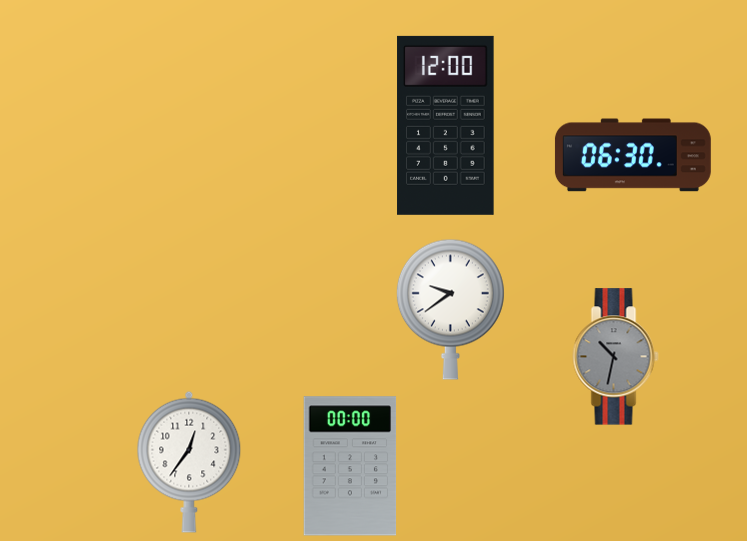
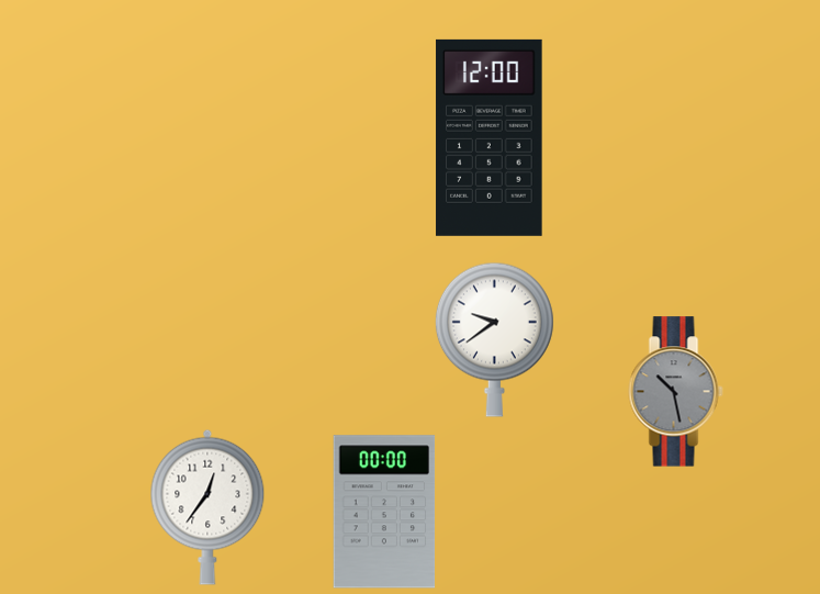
clock at (633, 155): 06:30 -> none
clock at (616, 357): 10:32 -> 10:28
